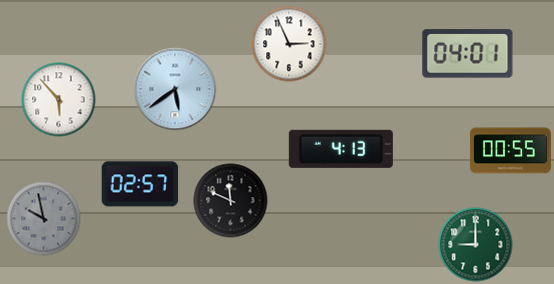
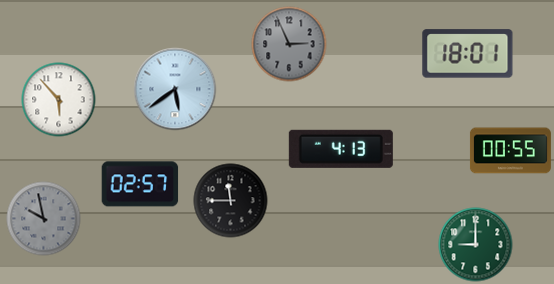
clock at (289, 44) dial: white -> grey
clock at (468, 54): 04:01 -> 18:01
clock at (231, 201): 11:49 -> 11:45
